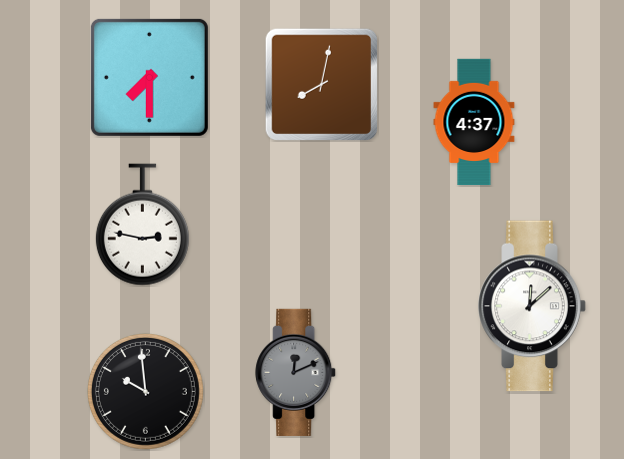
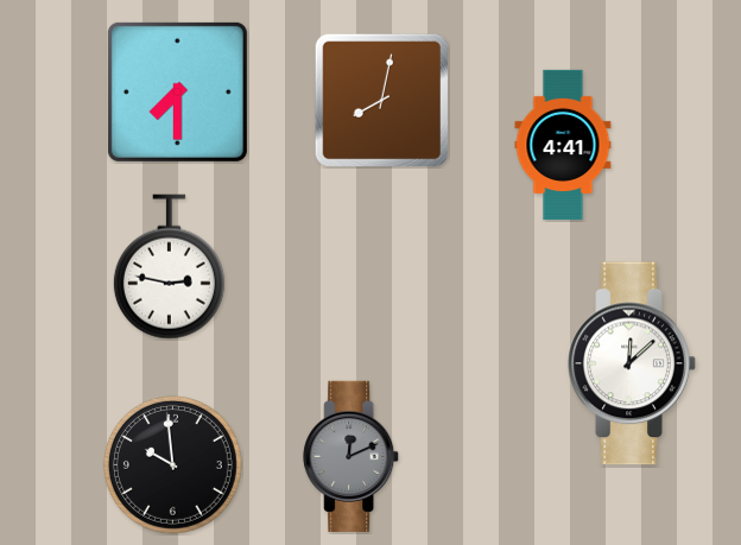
clock at (474, 122): 4:37 -> 4:41
clock at (296, 372) position: (296, 372) -> (351, 456)
